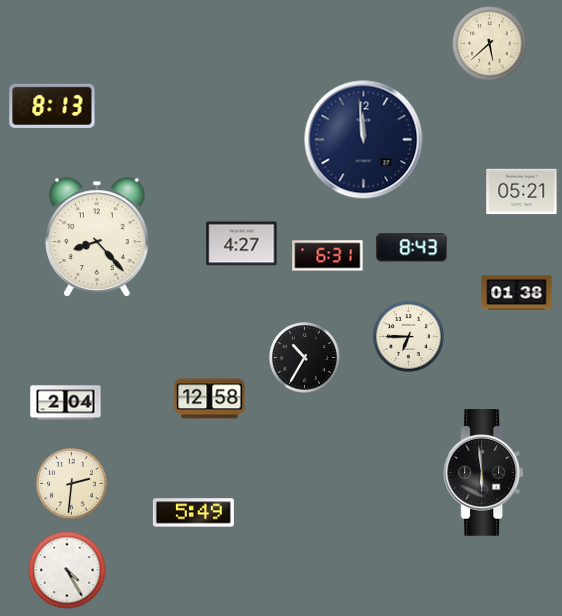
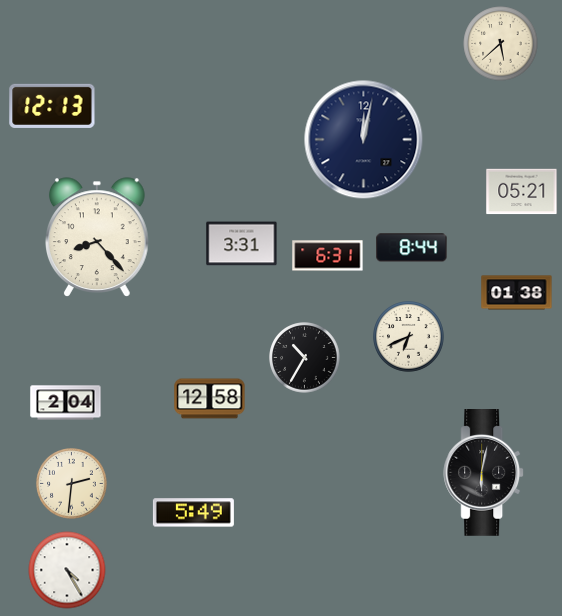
clock at (490, 44) position: (490, 44) -> (501, 44)
clock at (52, 106): 8:13 -> 12:13
clock at (364, 140): 11:59 -> 12:02
clock at (242, 244): 4:27 -> 3:31
clock at (412, 248): 8:43 -> 8:44
clock at (409, 337): 6:45 -> 6:41
clock at (484, 473): 5:59 -> 6:02
